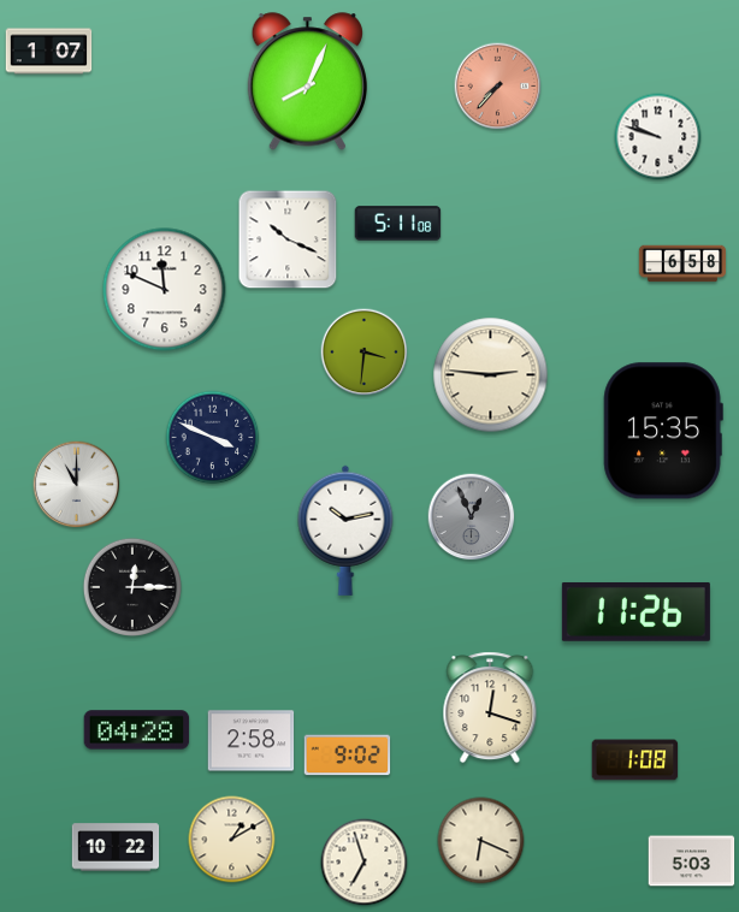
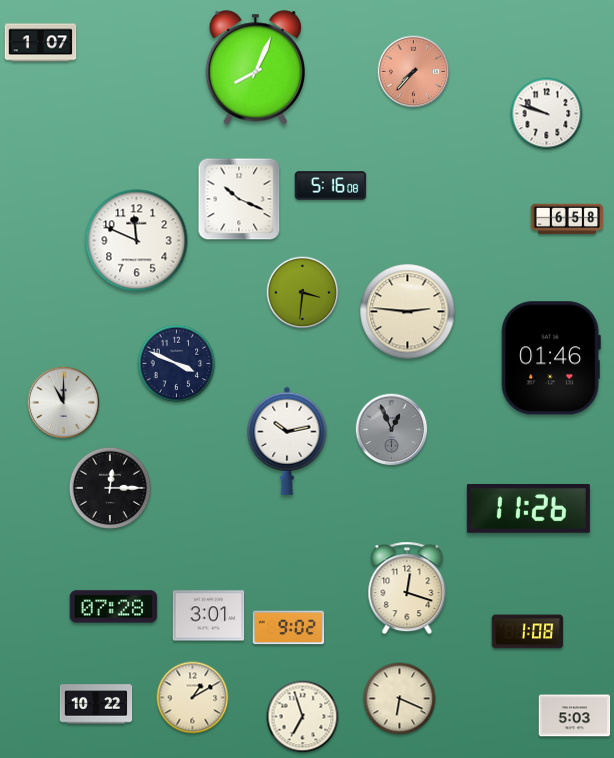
clock at (398, 224): 5:11 -> 5:16
clock at (663, 431): 15:35 -> 01:46
clock at (137, 730): 04:28 -> 07:28
clock at (252, 741): 2:58 -> 3:01
